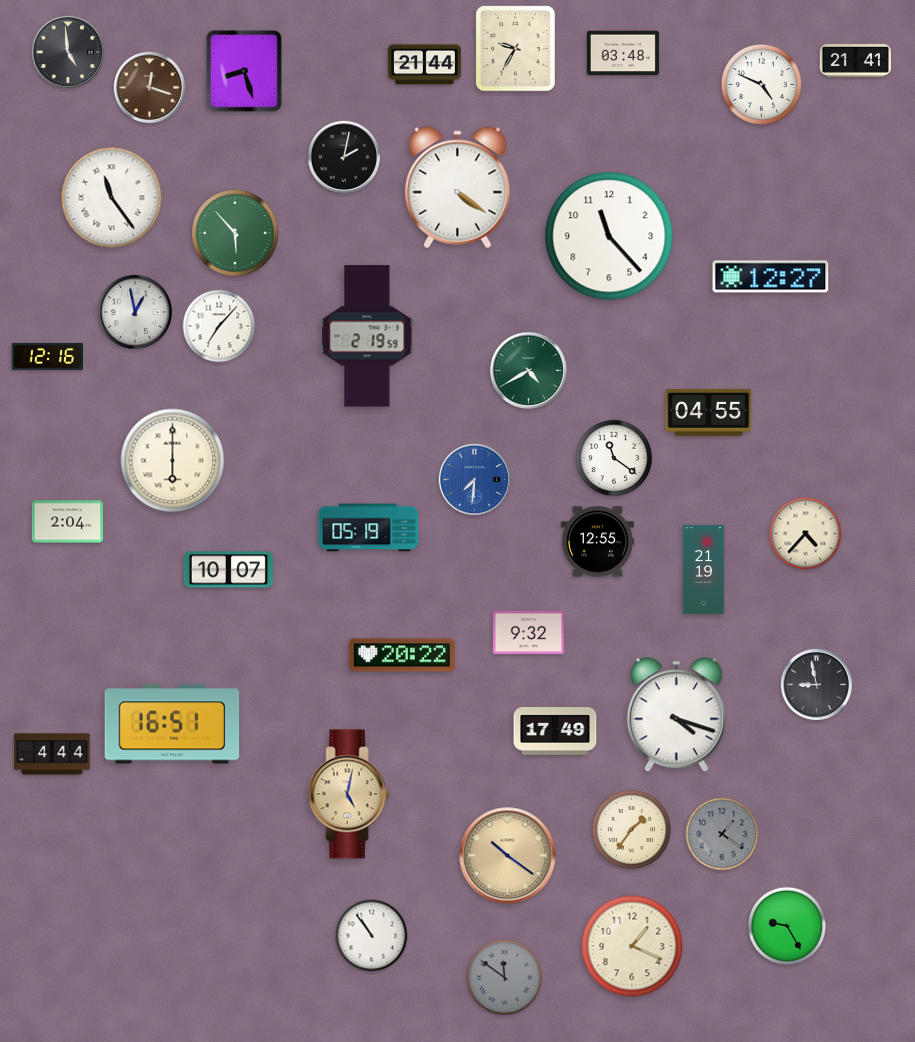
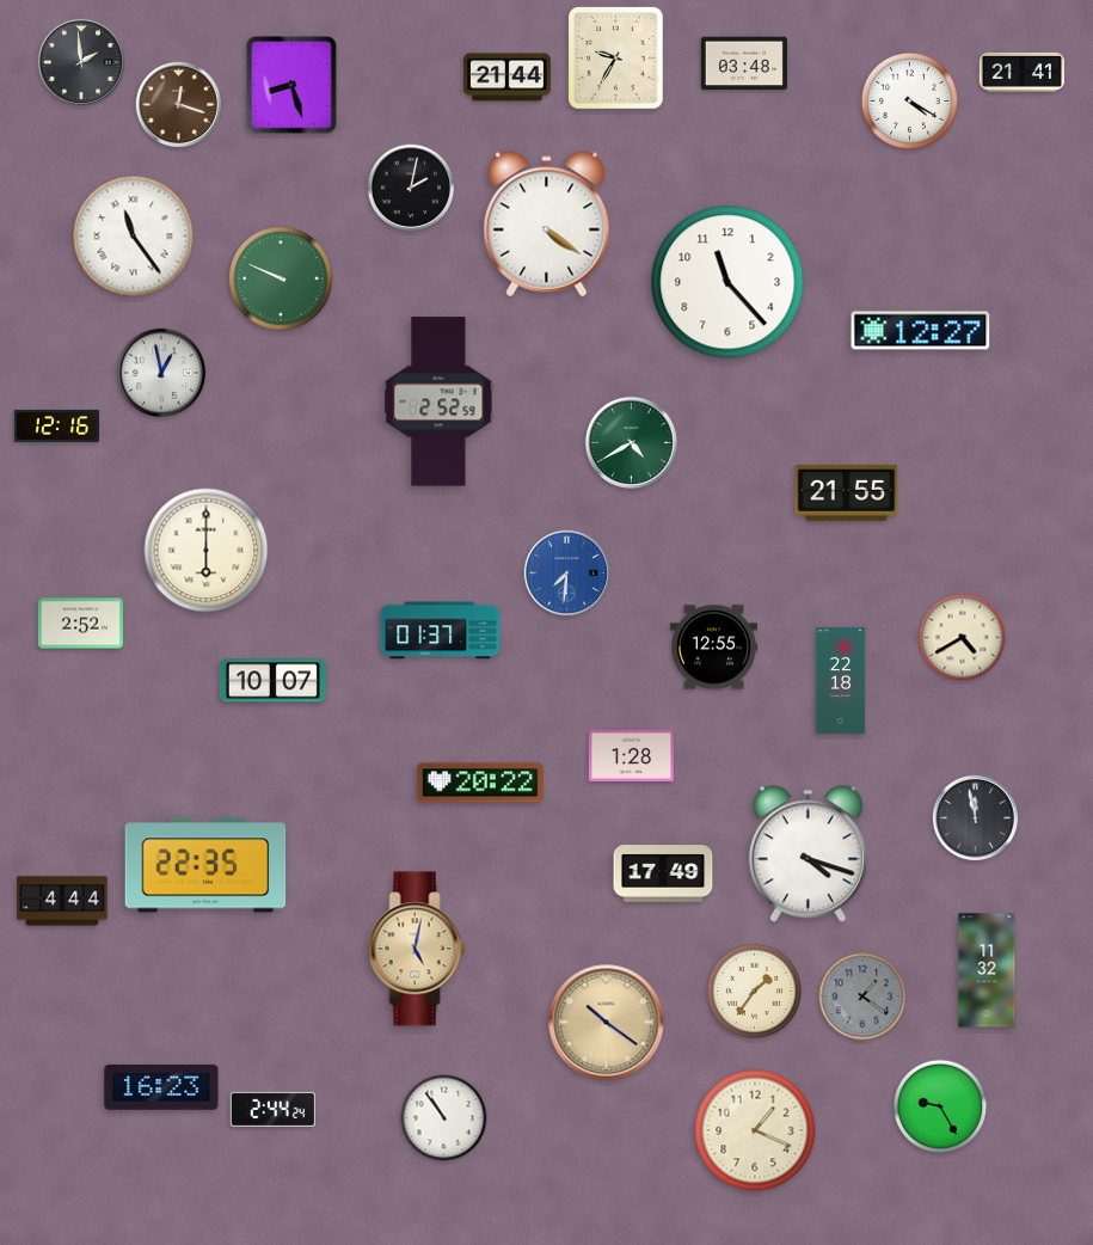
clock at (67, 51): 4:59 -> 1:59
clock at (761, 84): 4:49 -> 4:20
clock at (235, 233): 5:53 -> 9:49
clock at (219, 326): 7:07 -> none
clock at (367, 336): 2:19 -> 2:52
clock at (709, 413): 04:55 -> 21:55
clock at (614, 458): 11:21 -> none
clock at (67, 522): 2:04 -> 2:52
clock at (369, 528): 05:19 -> 01:37
clock at (806, 534): 4:37 -> 4:40
clock at (704, 569): 21:19 -> 22:18
clock at (528, 633): 9:32 -> 1:28
clock at (817, 685): 8:58 -> 11:58
clock at (172, 724): 16:51 -> 22:35
clock at (987, 970): none -> 11:32
clock at (161, 1087): none -> 16:23
clock at (272, 1109): none -> 2:44
clock at (505, 978): 11:51 -> none
